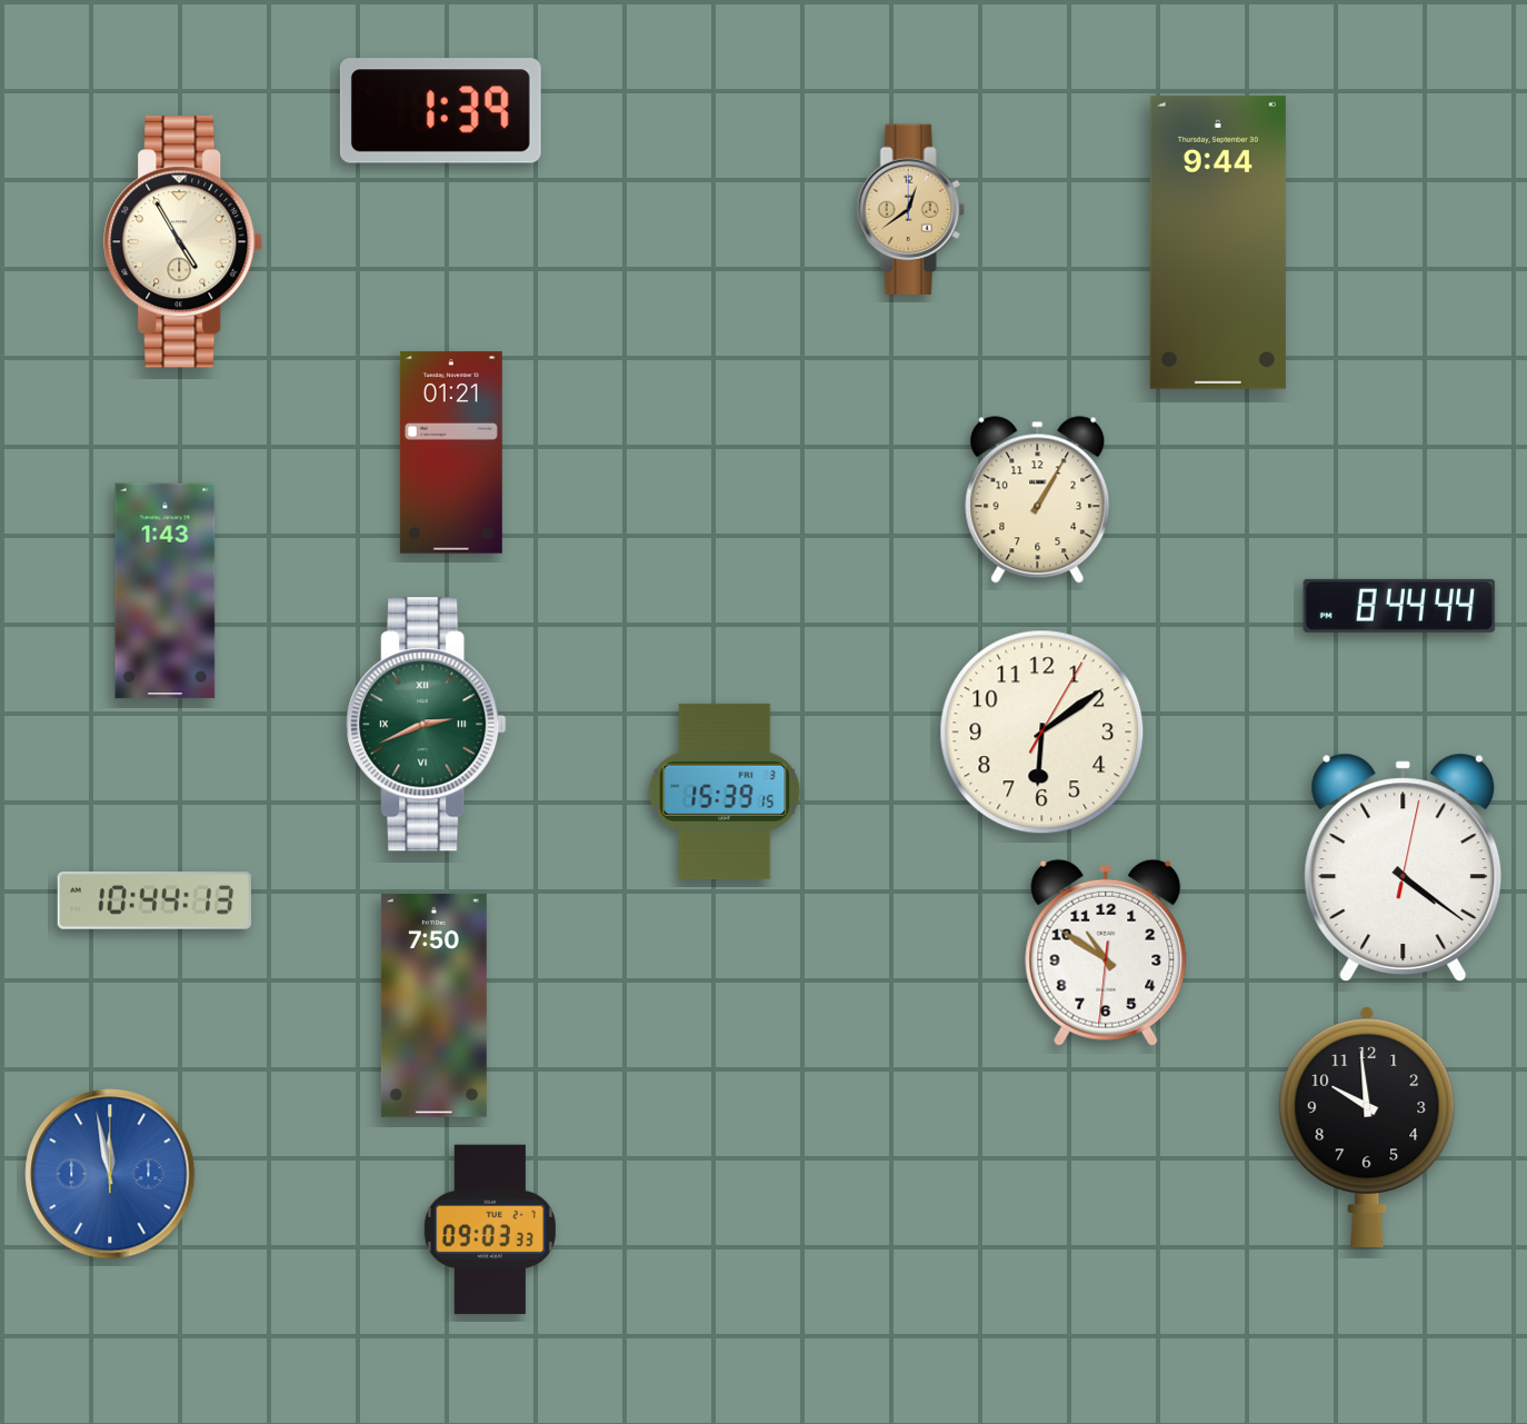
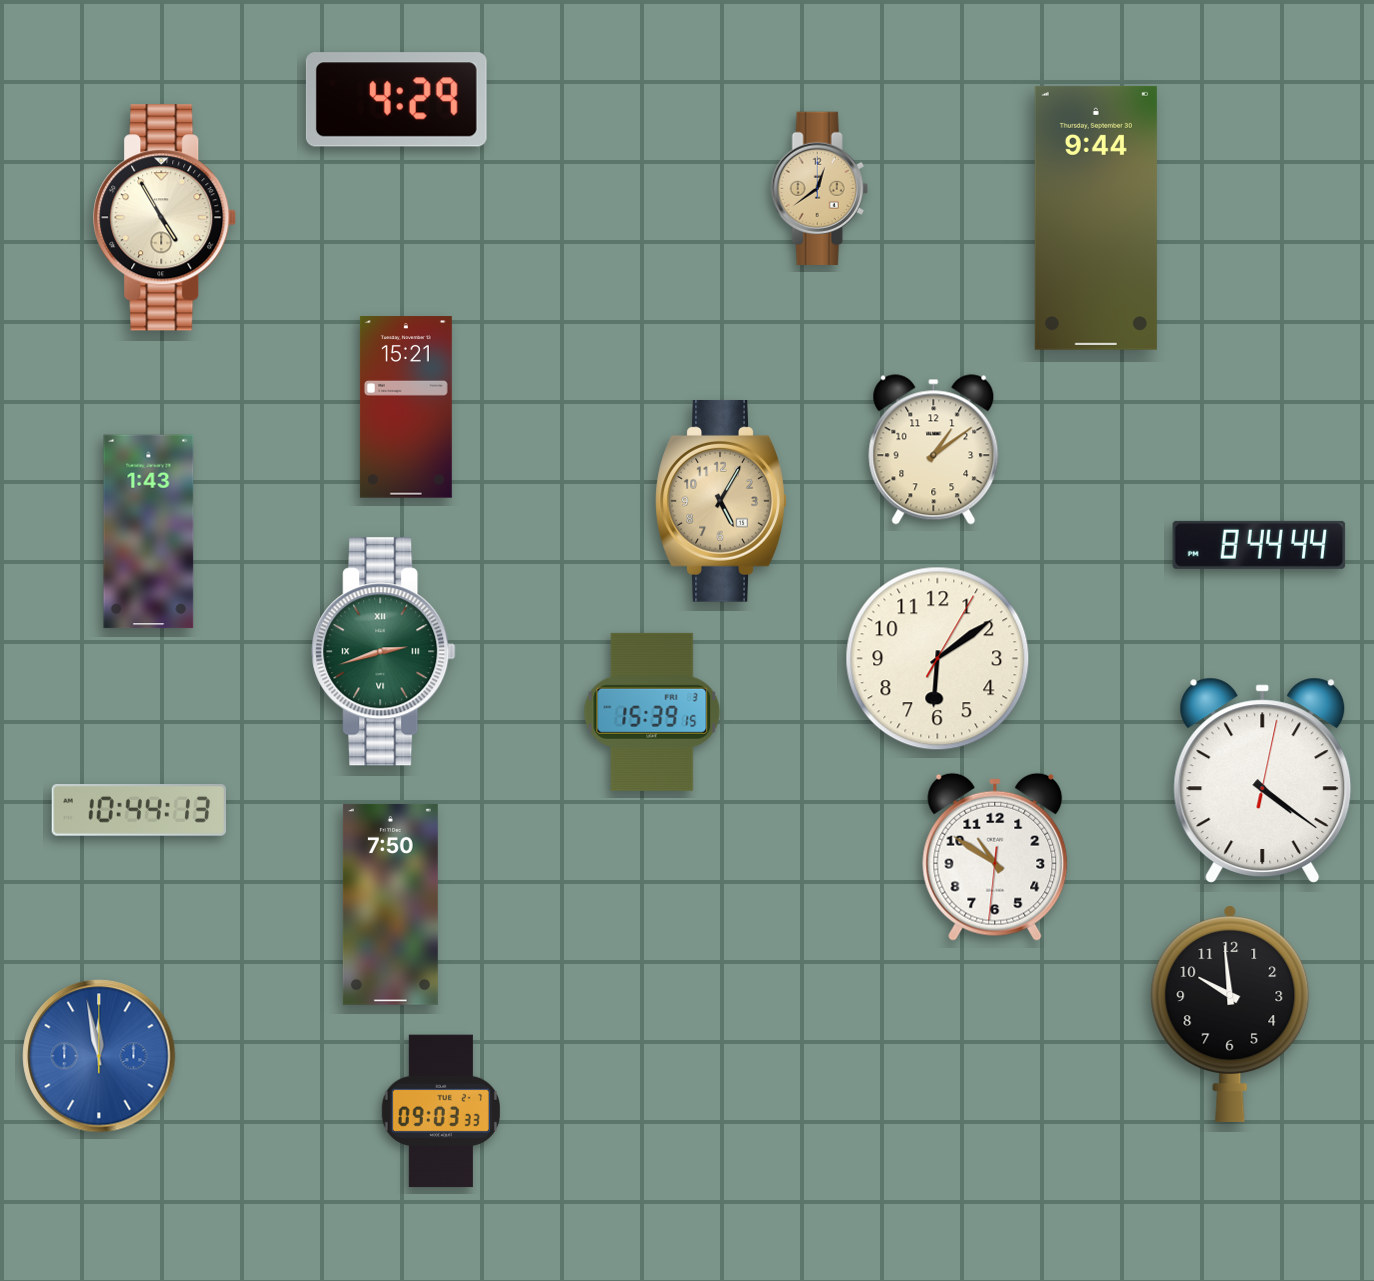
clock at (440, 111): 1:39 -> 4:29
clock at (451, 452): 01:21 -> 15:21
clock at (1038, 500): 1:05 -> 1:09
clock at (721, 501): none -> 5:05
clock at (427, 725): 2:41 -> 2:42
clock at (490, 1229) position: (490, 1229) -> (441, 1111)
